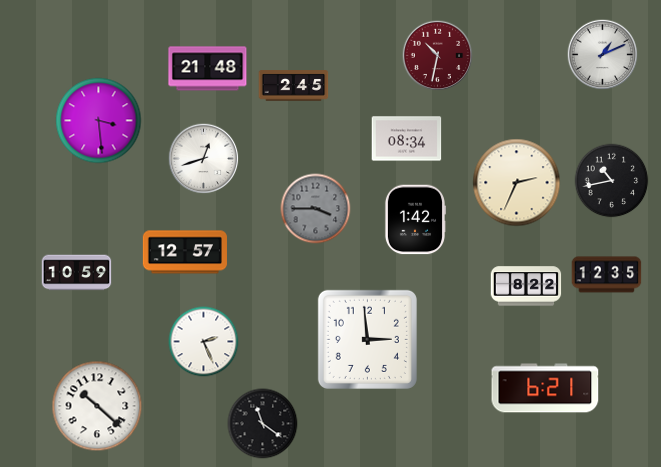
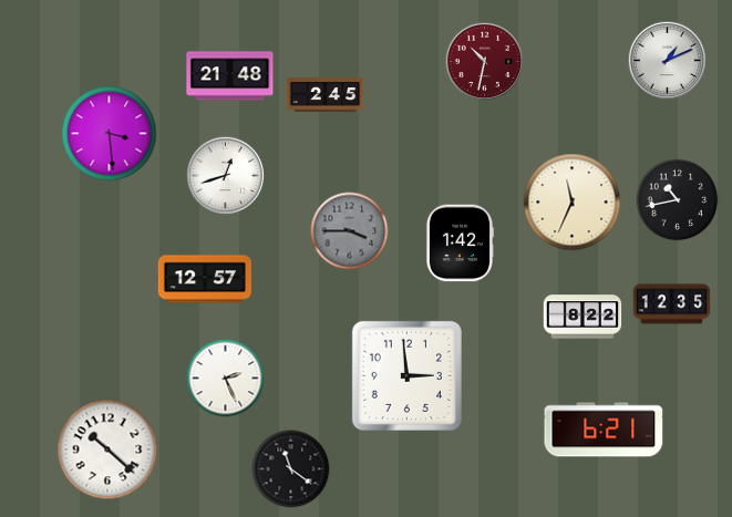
clock at (407, 139): 08:34 -> none
clock at (517, 183): 2:34 -> 11:34
clock at (77, 273): 10:59 -> none
